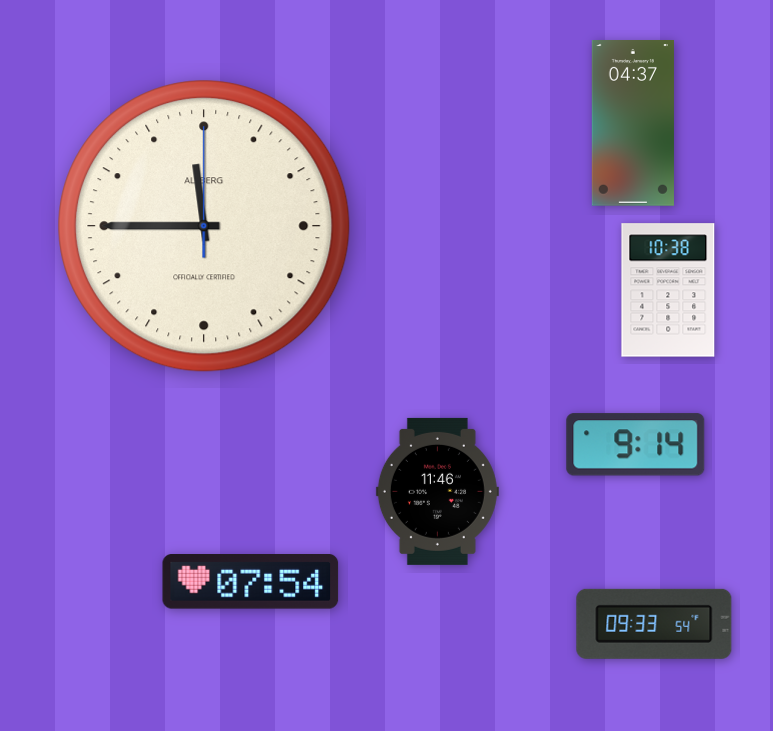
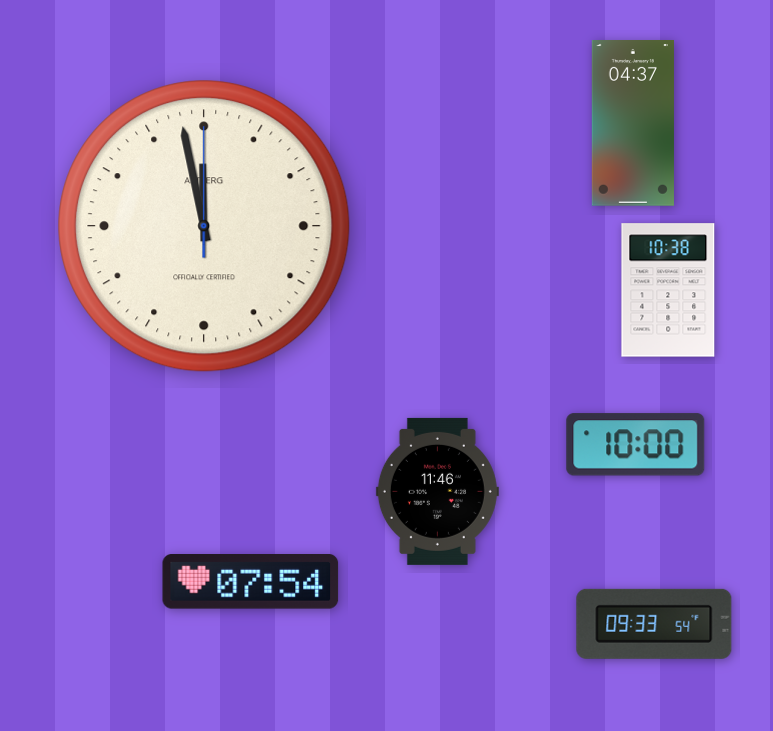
clock at (204, 226): 11:45 -> 11:58
clock at (636, 445): 9:14 -> 10:00
